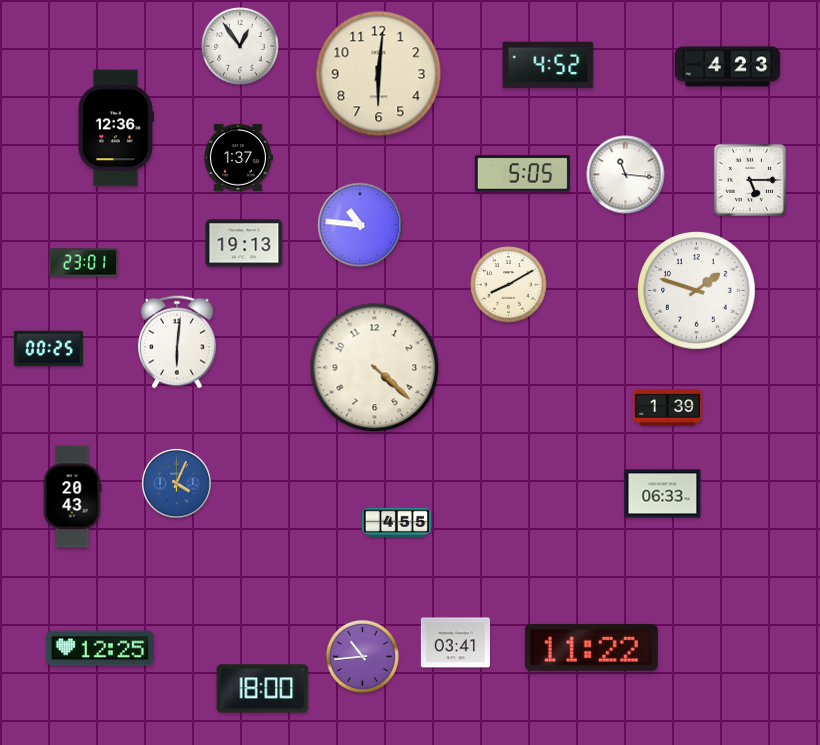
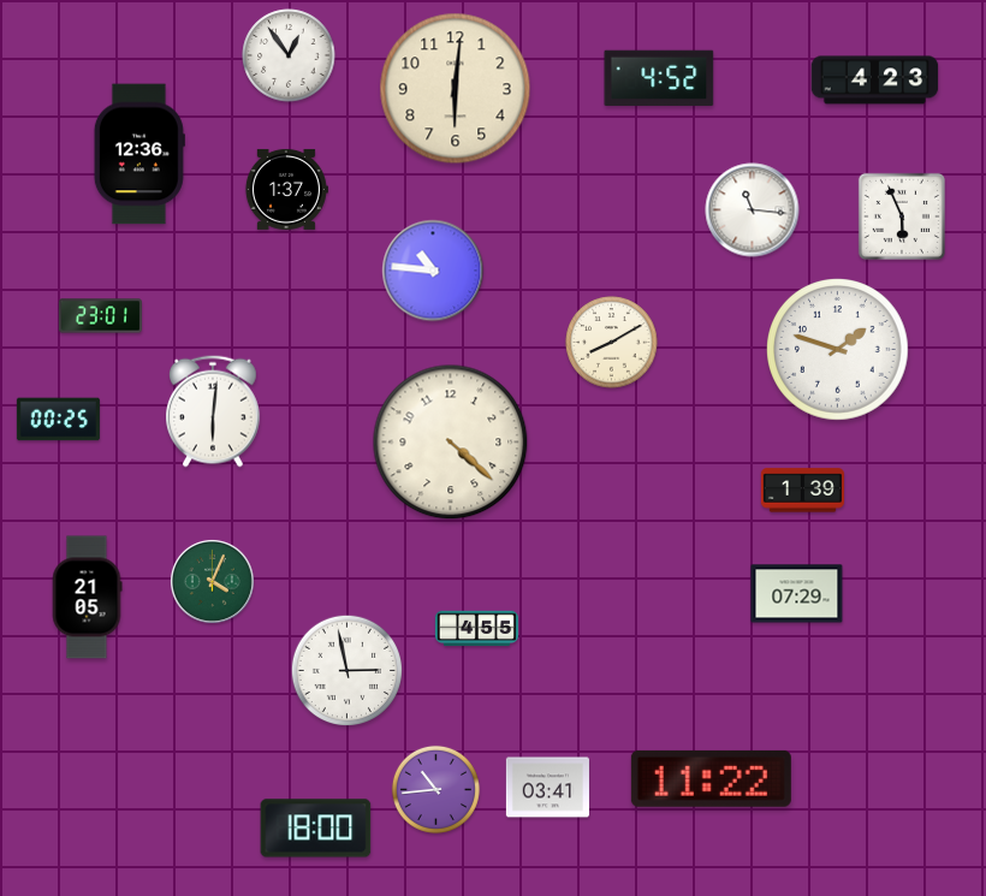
clock at (522, 174): 5:05 -> none
clock at (750, 180): 5:15 -> 5:56
clock at (244, 243): 19:13 -> none
clock at (176, 483) dial: blue -> green
clock at (663, 494): 06:33 -> 07:29
clock at (72, 497): 20:43 -> 21:05
clock at (346, 670): none -> 2:58
clock at (455, 643) position: (455, 643) -> (547, 788)
clock at (100, 648): 12:25 -> none
